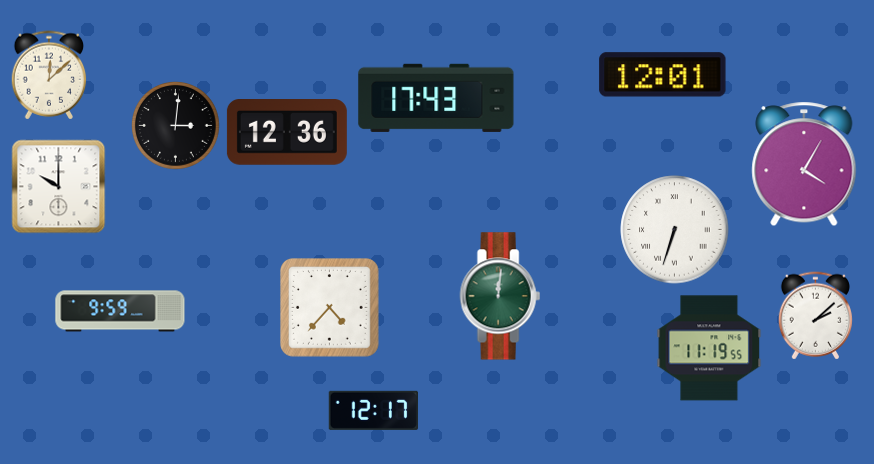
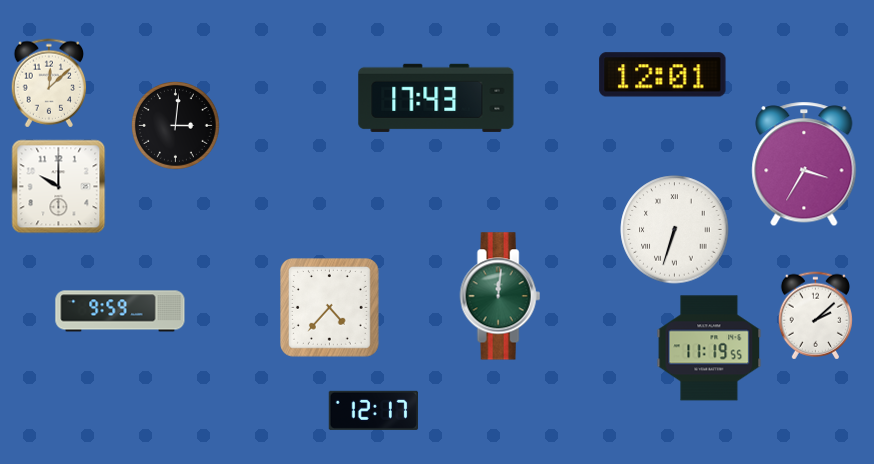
clock at (49, 75) position: (49, 75) -> (49, 83)
clock at (287, 133): 12:36 -> none
clock at (804, 164): 4:05 -> 3:35
